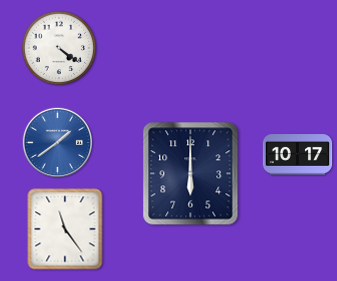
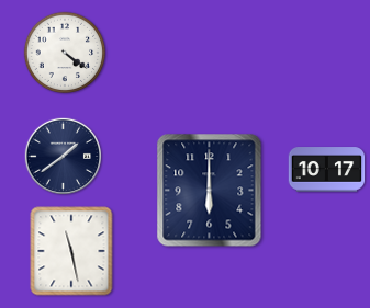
clock at (58, 143) dial: blue -> navy
clock at (65, 229): 11:24 -> 11:28
